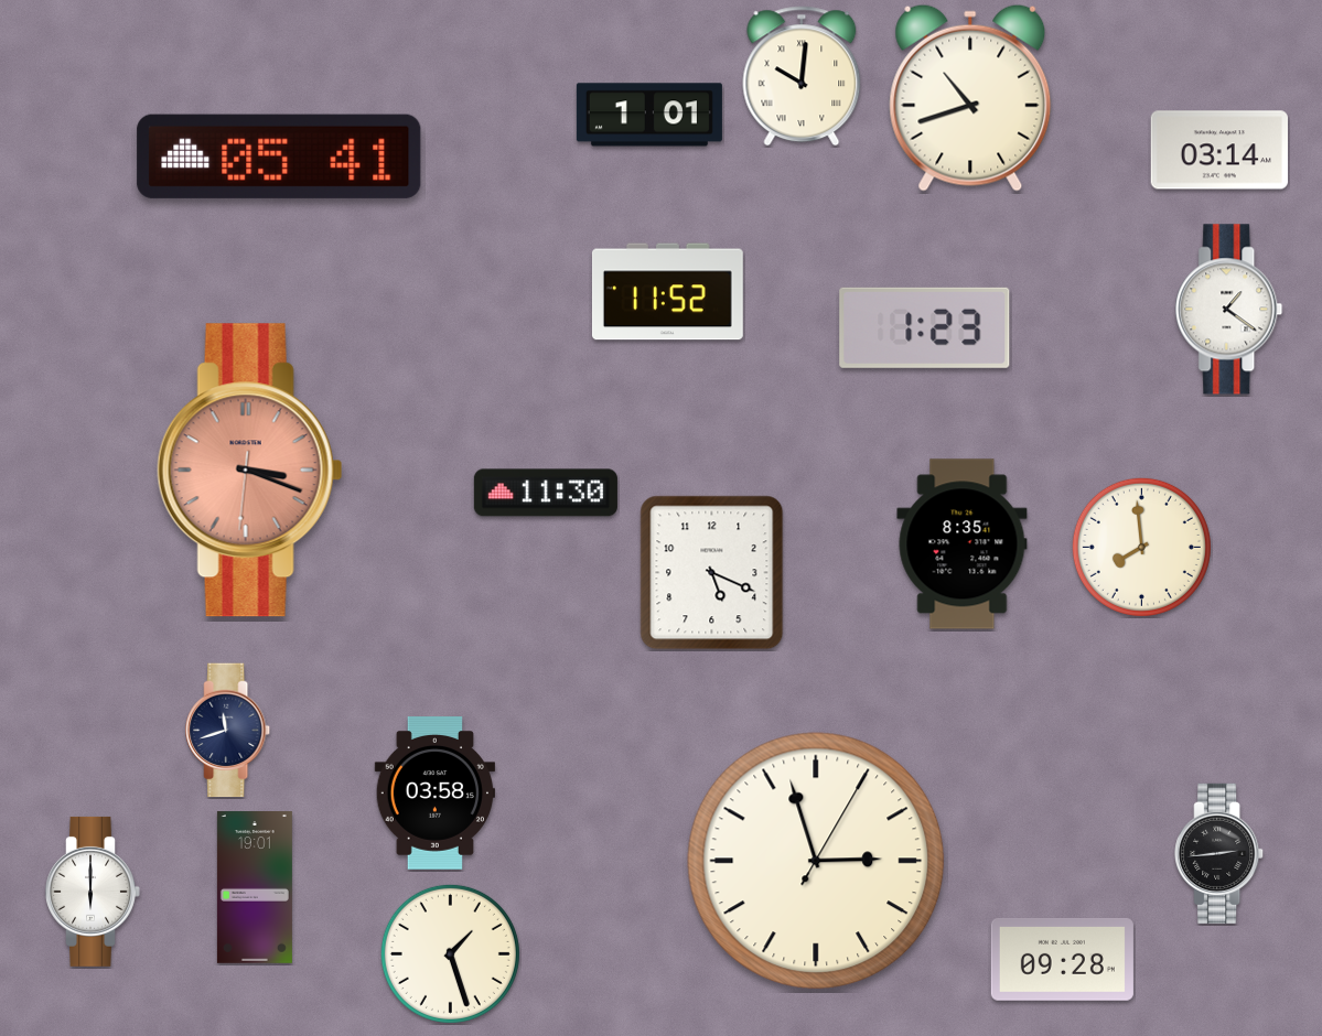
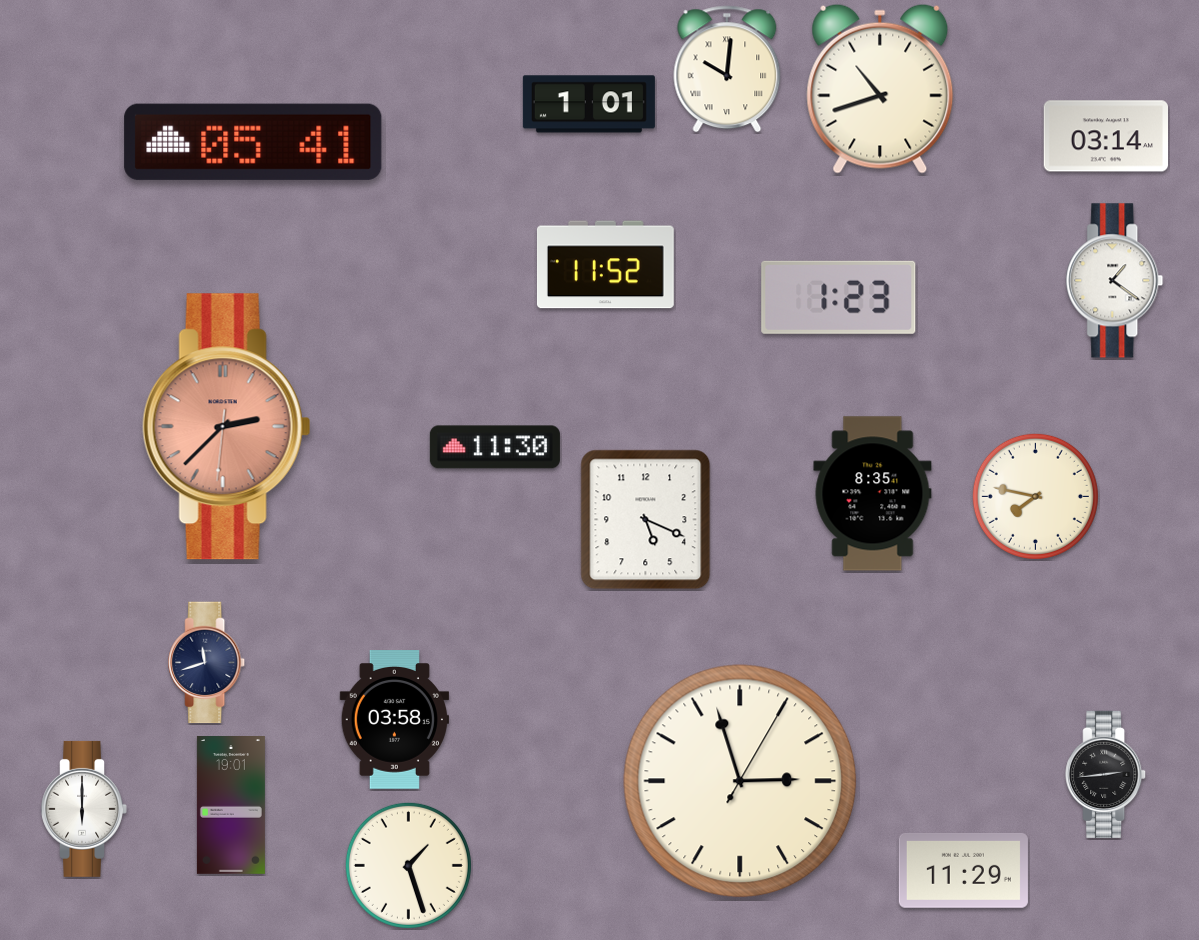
clock at (249, 471): 3:18 -> 2:37
clock at (1141, 547): 7:59 -> 7:47
clock at (1062, 959): 09:28 -> 11:29
